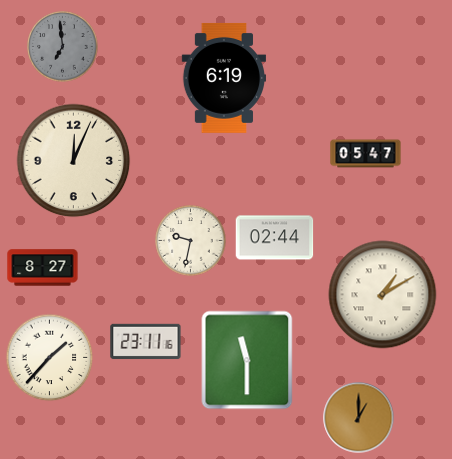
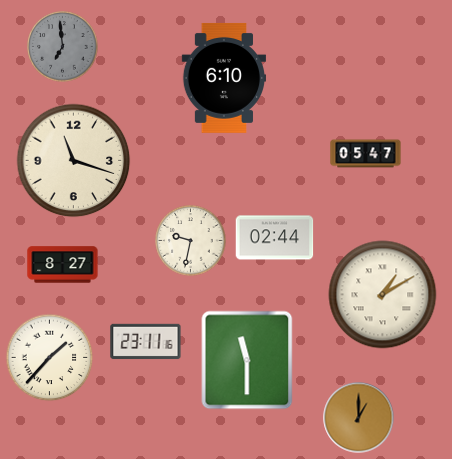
clock at (223, 78): 6:19 -> 6:10
clock at (74, 161): 12:04 -> 11:18
clock at (43, 268) position: (43, 268) -> (63, 265)
